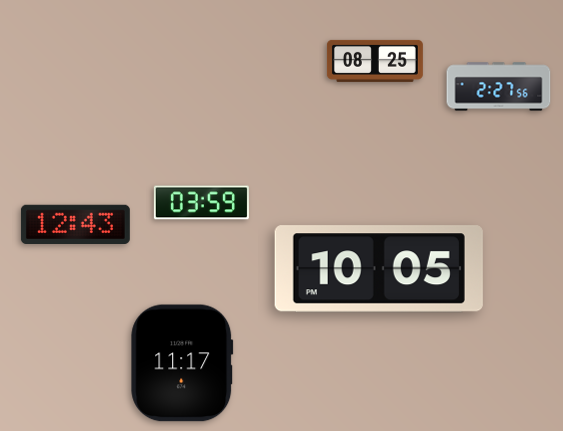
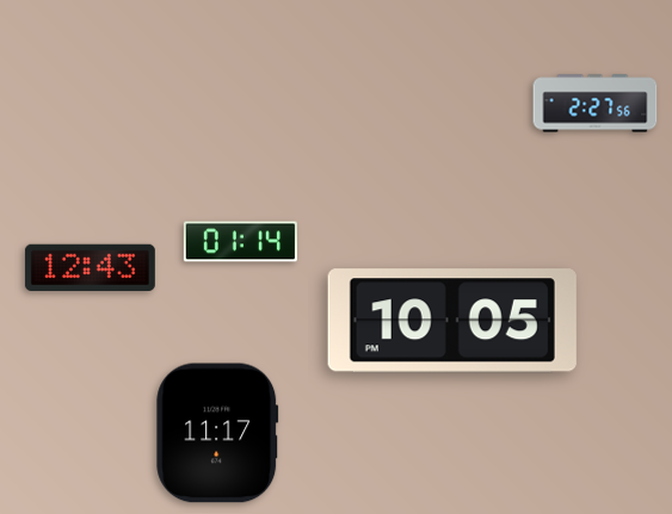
clock at (375, 61): 08:25 -> none
clock at (201, 203): 03:59 -> 01:14
